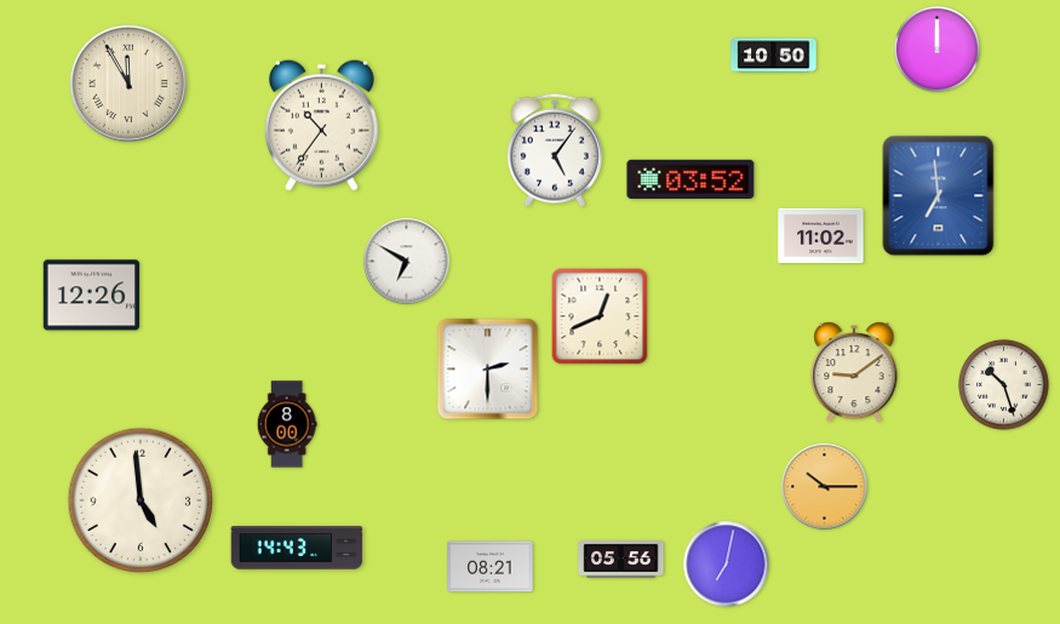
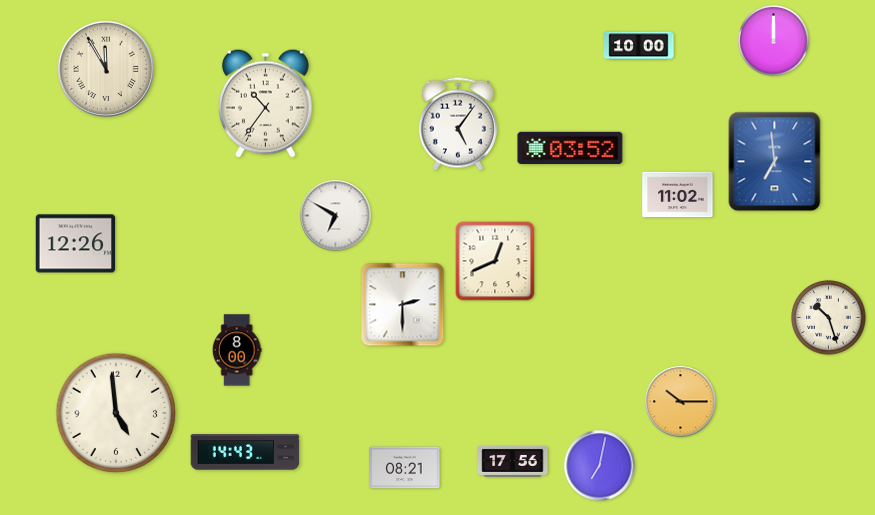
clock at (774, 56): 10:50 -> 10:00
clock at (854, 372): 9:09 -> none
clock at (621, 559): 05:56 -> 17:56
